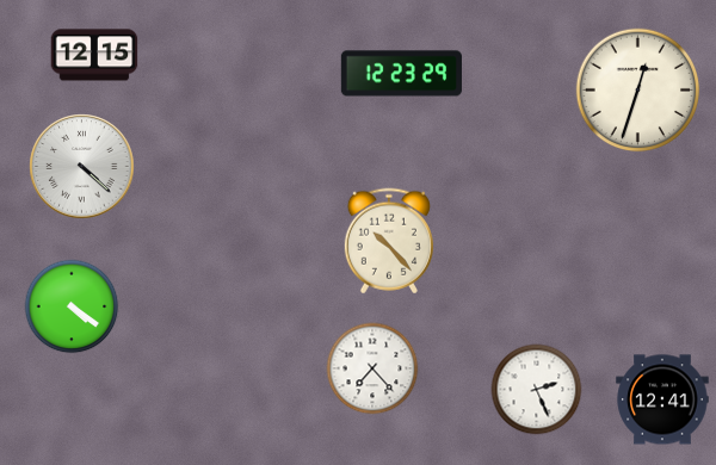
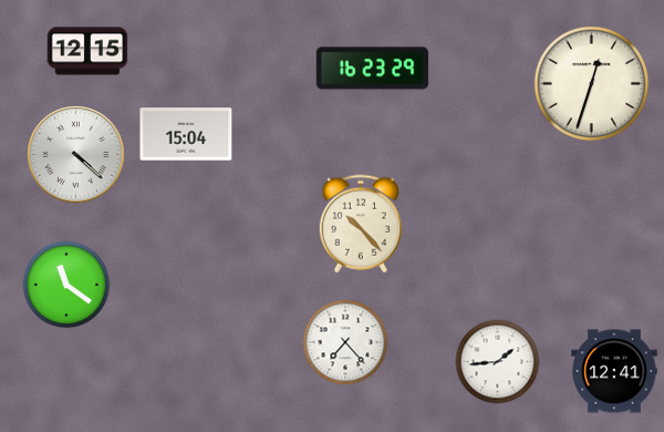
clock at (401, 74): 12:23 -> 16:23
clock at (186, 134): none -> 15:04
clock at (72, 306): 4:21 -> 11:21
clock at (537, 390): 2:26 -> 1:44
